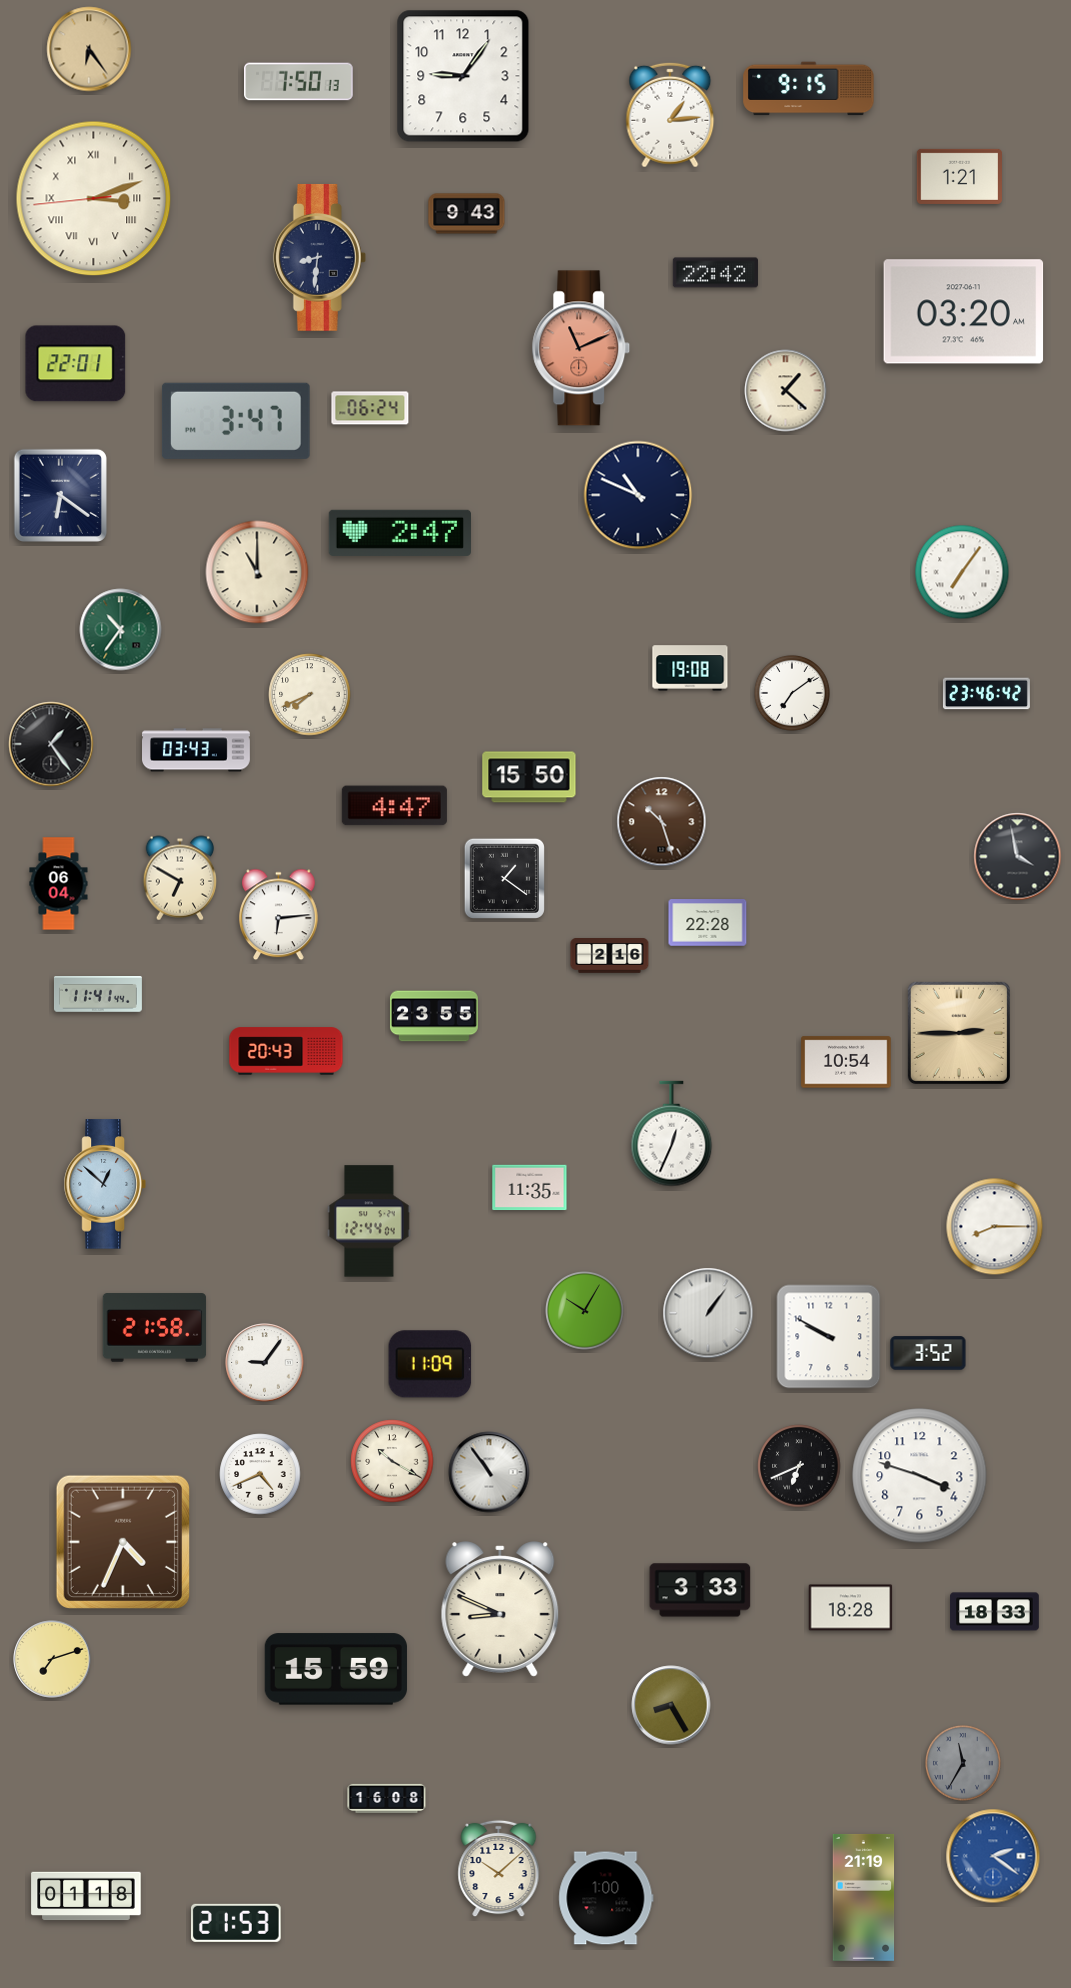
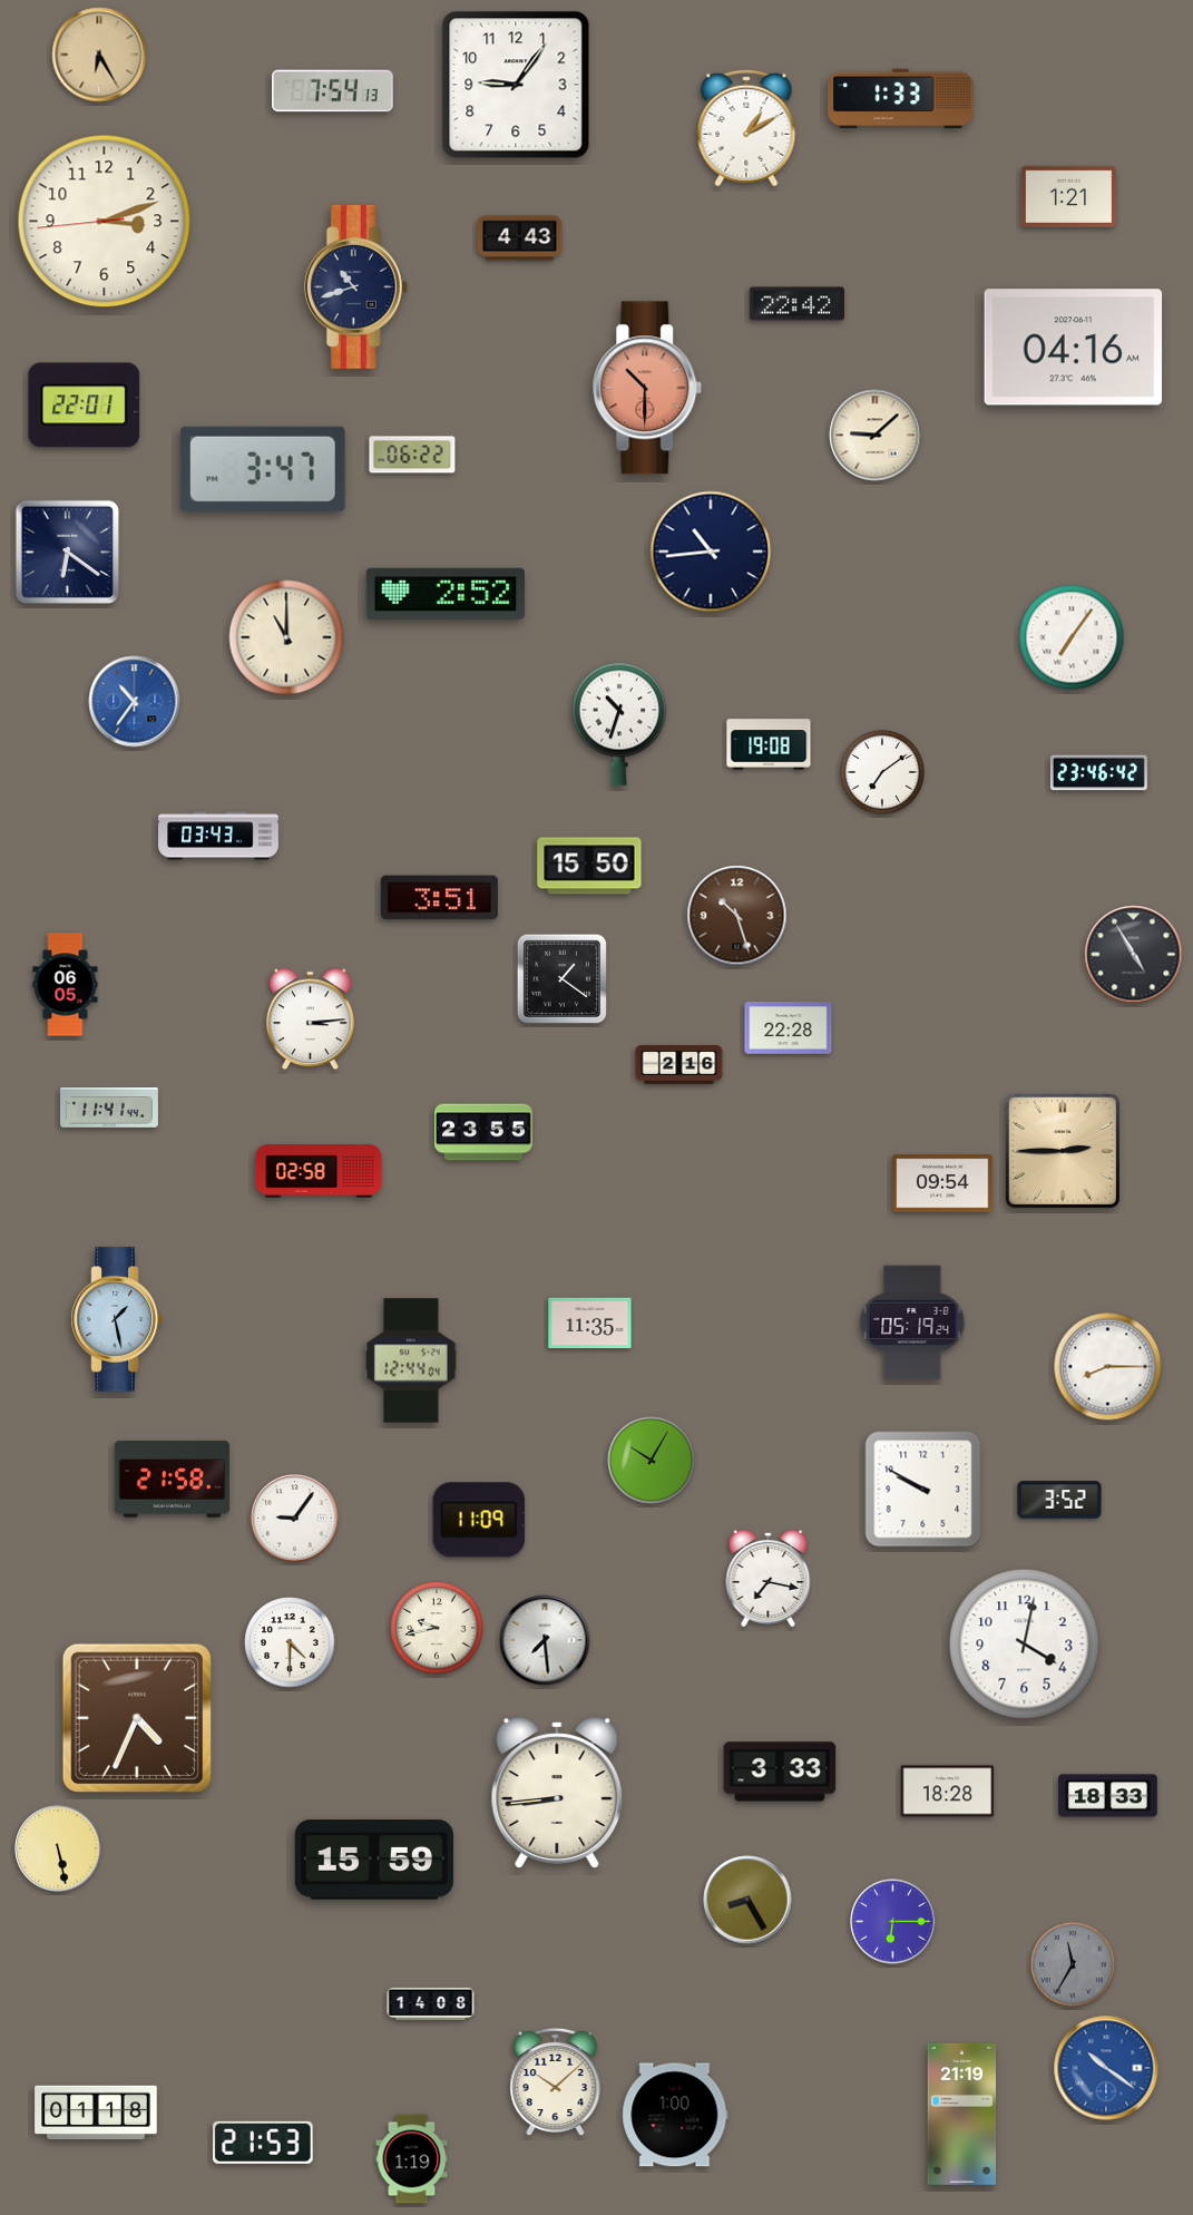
clock at (89, 49): 6:24 -> 6:25
clock at (299, 82): 7:50 -> 7:54
clock at (809, 89): 9:15 -> 1:33
clock at (670, 115): 1:14 -> 1:10
clock at (94, 199) numerals: Roman -> Arabic
clock at (467, 214): 9:43 -> 4:43
clock at (319, 257): 8:31 -> 10:42
clock at (964, 312): 03:20 -> 04:16
clock at (581, 348): 11:11 -> 10:30
clock at (786, 391): 1:22 -> 9:08
clock at (370, 408): 06:24 -> 06:22
clock at (638, 495): 10:49 -> 10:44
clock at (399, 533): 2:47 -> 2:52
clock at (121, 630) dial: green -> blue
clock at (619, 724): none -> 10:33
clock at (310, 695): 7:41 -> none
clock at (51, 744): 1:24 -> none
clock at (394, 806): 4:47 -> 3:51
clock at (1018, 857): 3:58 -> 4:55
clock at (179, 878): 6:50 -> none
clock at (59, 884): 06:04 -> 06:05
clock at (279, 915): 6:14 -> 3:14
clock at (959, 1033) position: (959, 1033) -> (1063, 1151)
clock at (286, 1051): 20:43 -> 02:58
clock at (846, 1062): 10:54 -> 09:54
clock at (672, 1134): 12:34 -> none
clock at (105, 1184): 12:52 -> 1:28
clock at (912, 1323): none -> 05:19
clock at (708, 1313): 1:06 -> none
clock at (928, 1353) position: (928, 1353) -> (1059, 1500)
clock at (769, 1578): none -> 7:17
clock at (392, 1461): 10:20 -> 9:43
clock at (799, 1466): 6:41 -> none
clock at (489, 1472): 10:54 -> 7:29
clock at (260, 1474): 4:41 -> 4:30
clock at (920, 1476): 3:48 -> 4:02
clock at (500, 1609): 8:49 -> 8:44
clock at (52, 1659): 7:12 -> 5:28
clock at (893, 1922): none -> 6:15
clock at (387, 1798): 16:08 -> 14:08
clock at (993, 1856): 2:21 -> 10:21
clock at (412, 2159): none -> 1:19
